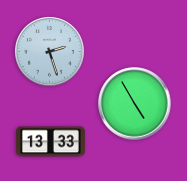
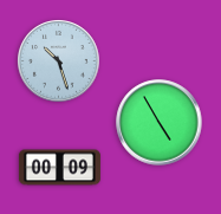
clock at (50, 52): 2:27 -> 10:27
clock at (50, 142): 13:33 -> 00:09
